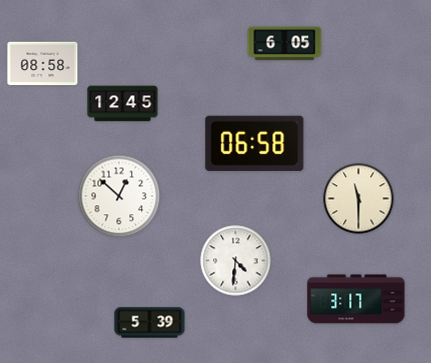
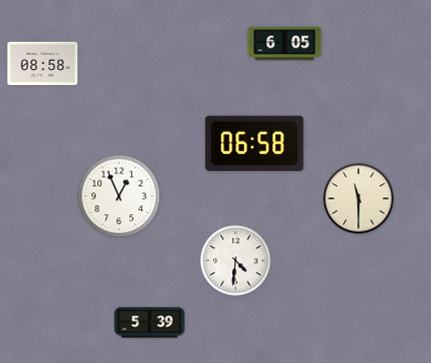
clock at (123, 104): 12:45 -> none
clock at (119, 196): 12:52 -> 12:56
clock at (356, 299): 3:17 -> none
